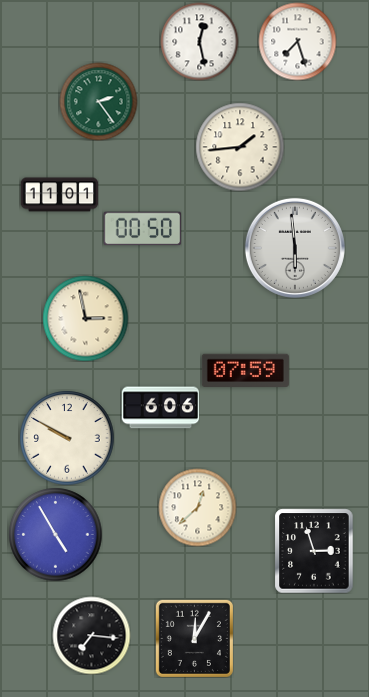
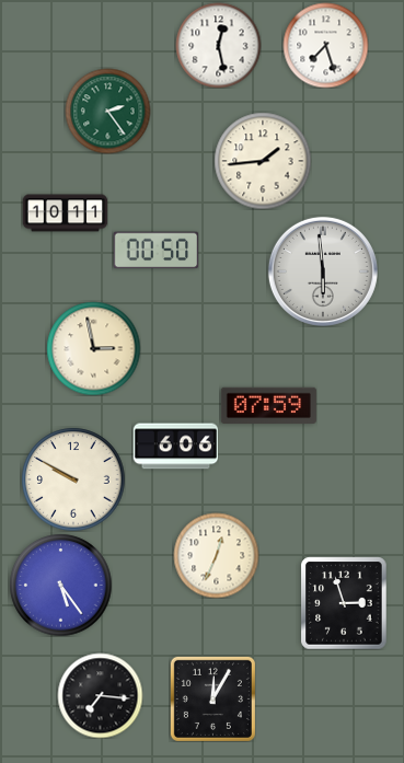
clock at (59, 195): 11:01 -> 10:11
clock at (197, 507): 12:38 -> 12:34
clock at (55, 534): 4:55 -> 5:24
